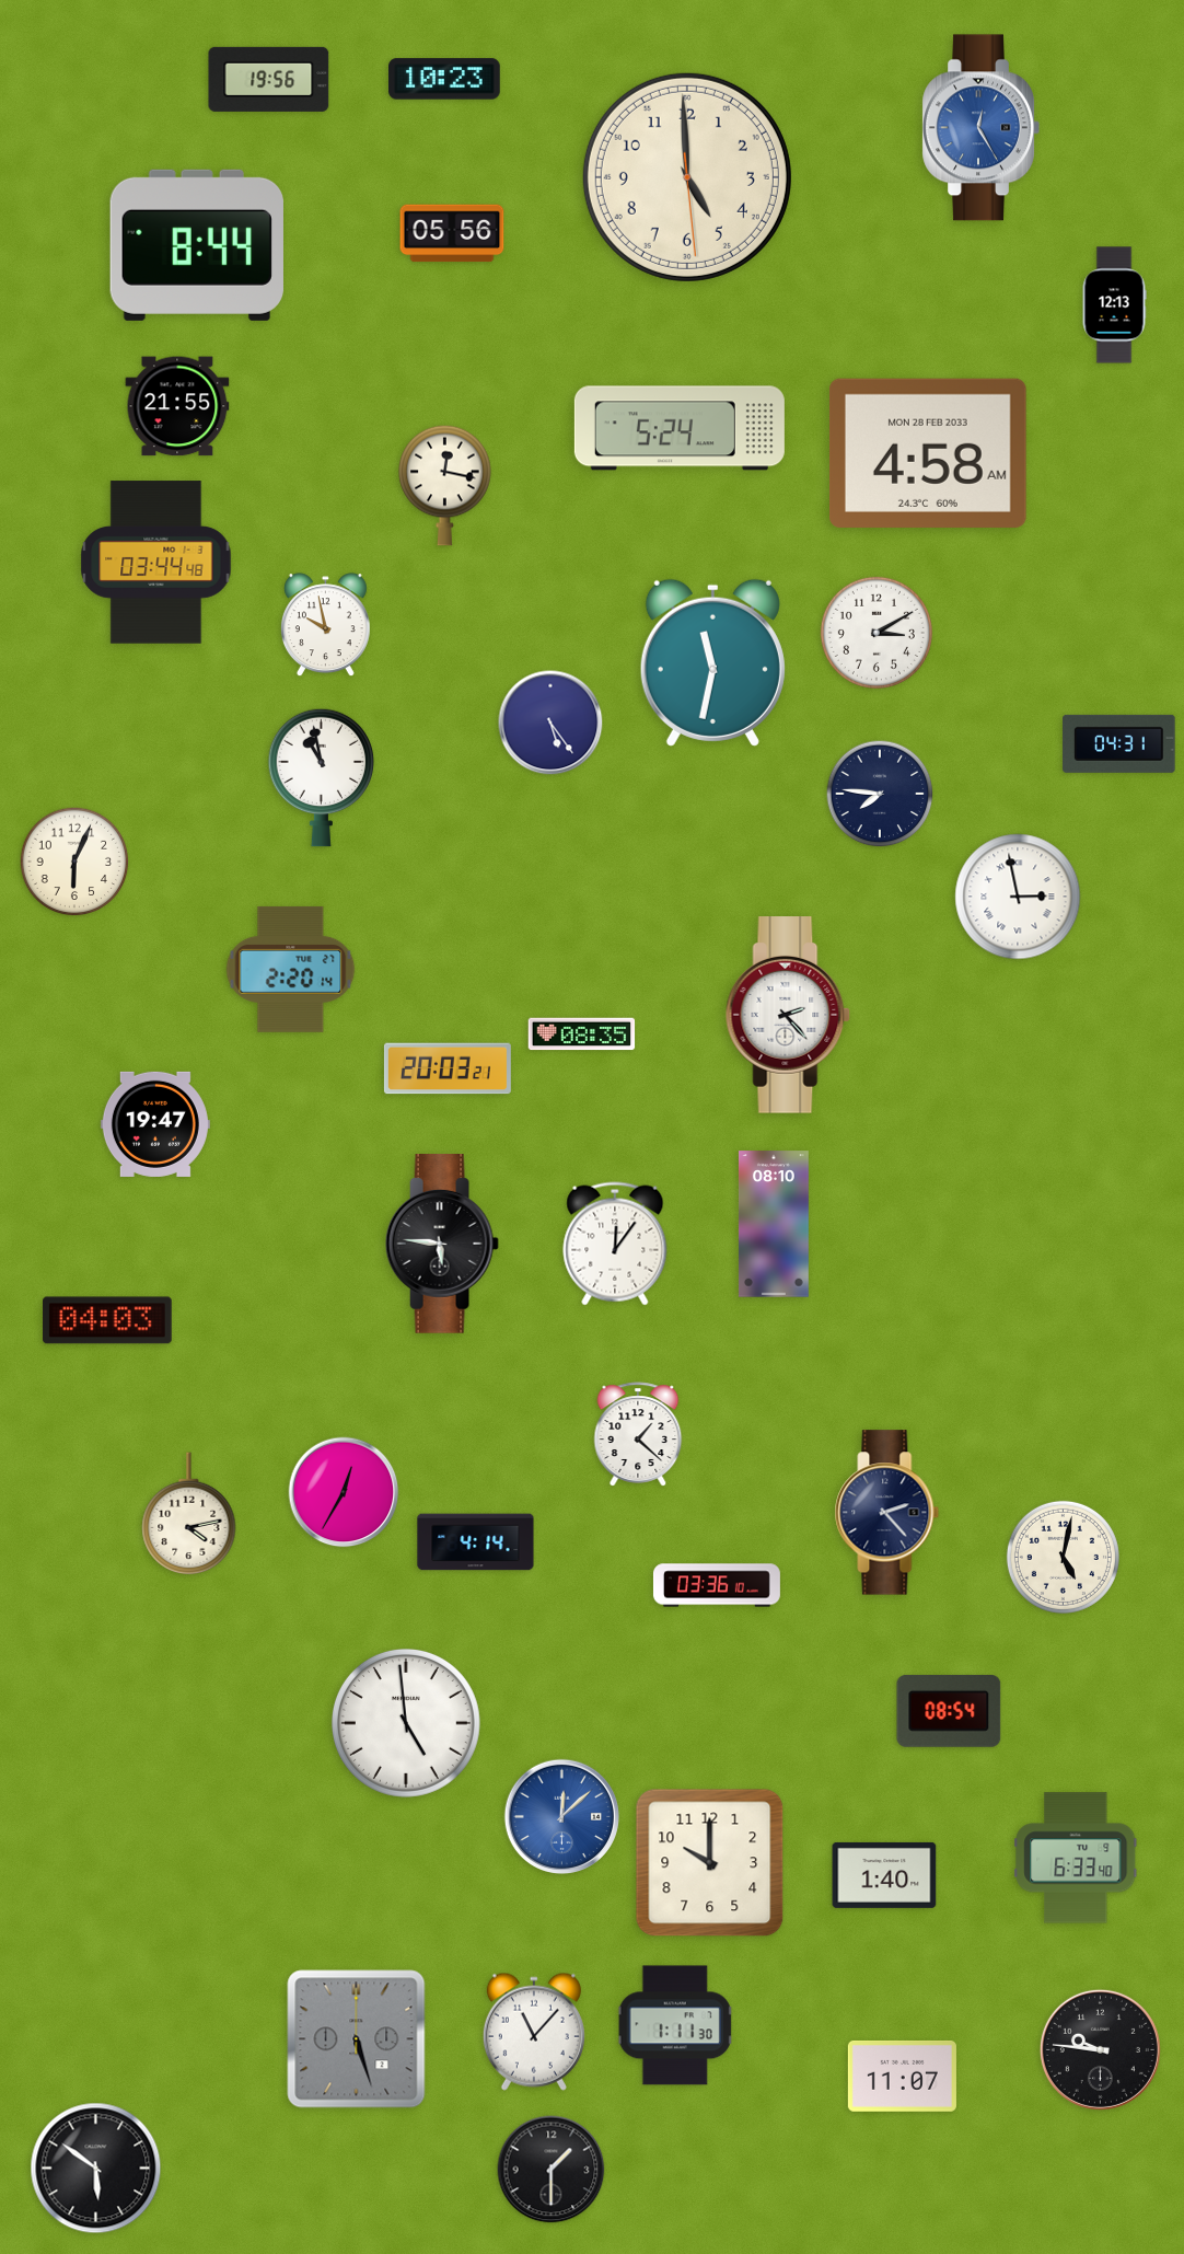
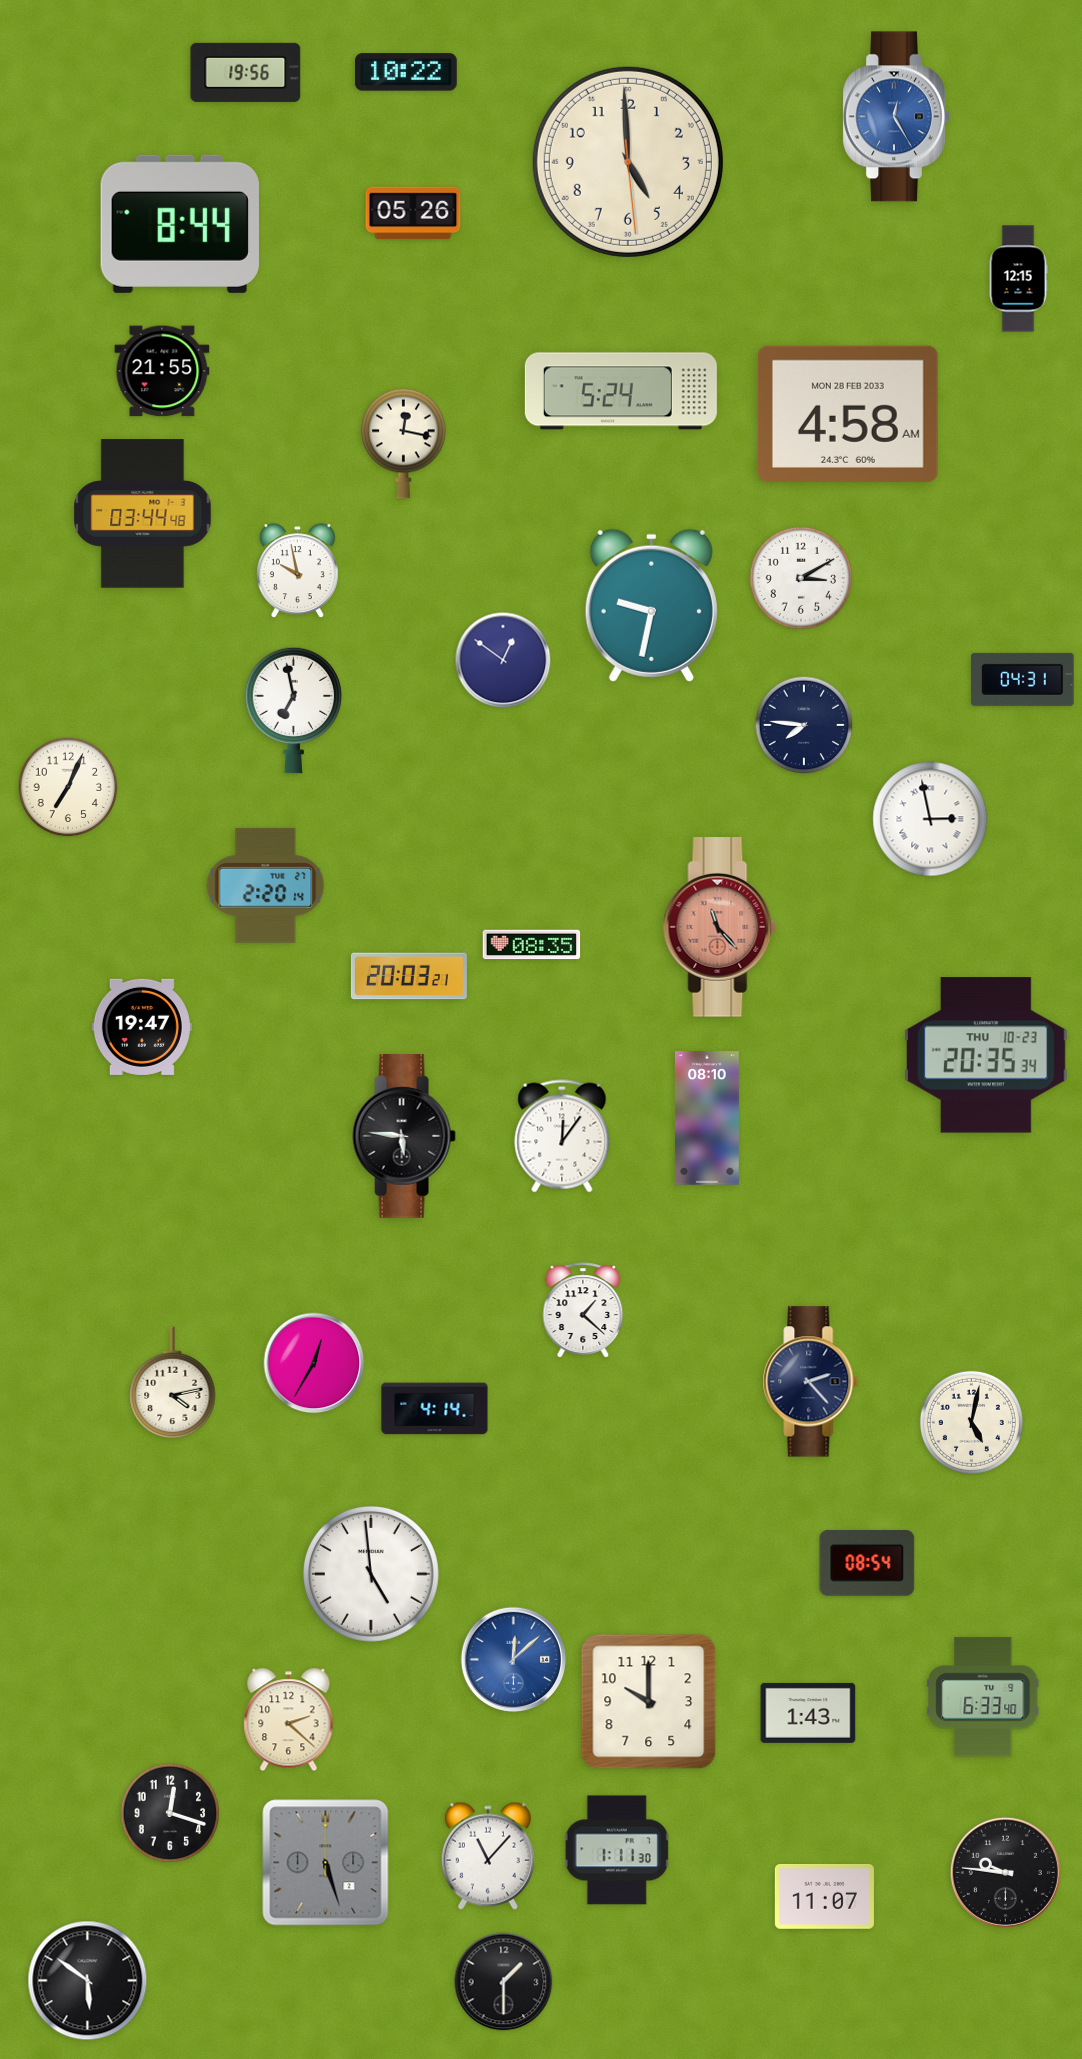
clock at (445, 79): 10:23 -> 10:22
clock at (452, 233): 05:56 -> 05:26
clock at (1114, 305): 12:13 -> 12:15
clock at (445, 485) position: (445, 485) -> (404, 443)
clock at (712, 662): 11:32 -> 9:32
clock at (550, 723): 5:24 -> 12:51
clock at (322, 777): 10:58 -> 6:58
clock at (74, 862): 6:04 -> 7:04
clock at (788, 1015): 2:23 -> 11:23
clock at (788, 1015) dial: white -> salmon
clock at (987, 1055): none -> 20:35
clock at (107, 1320): 04:03 -> none
clock at (717, 1585): 03:36 -> none
clock at (884, 1875): 1:40 -> 1:43
clock at (289, 1720): none -> 2:22
clock at (170, 1813): none -> 12:18
